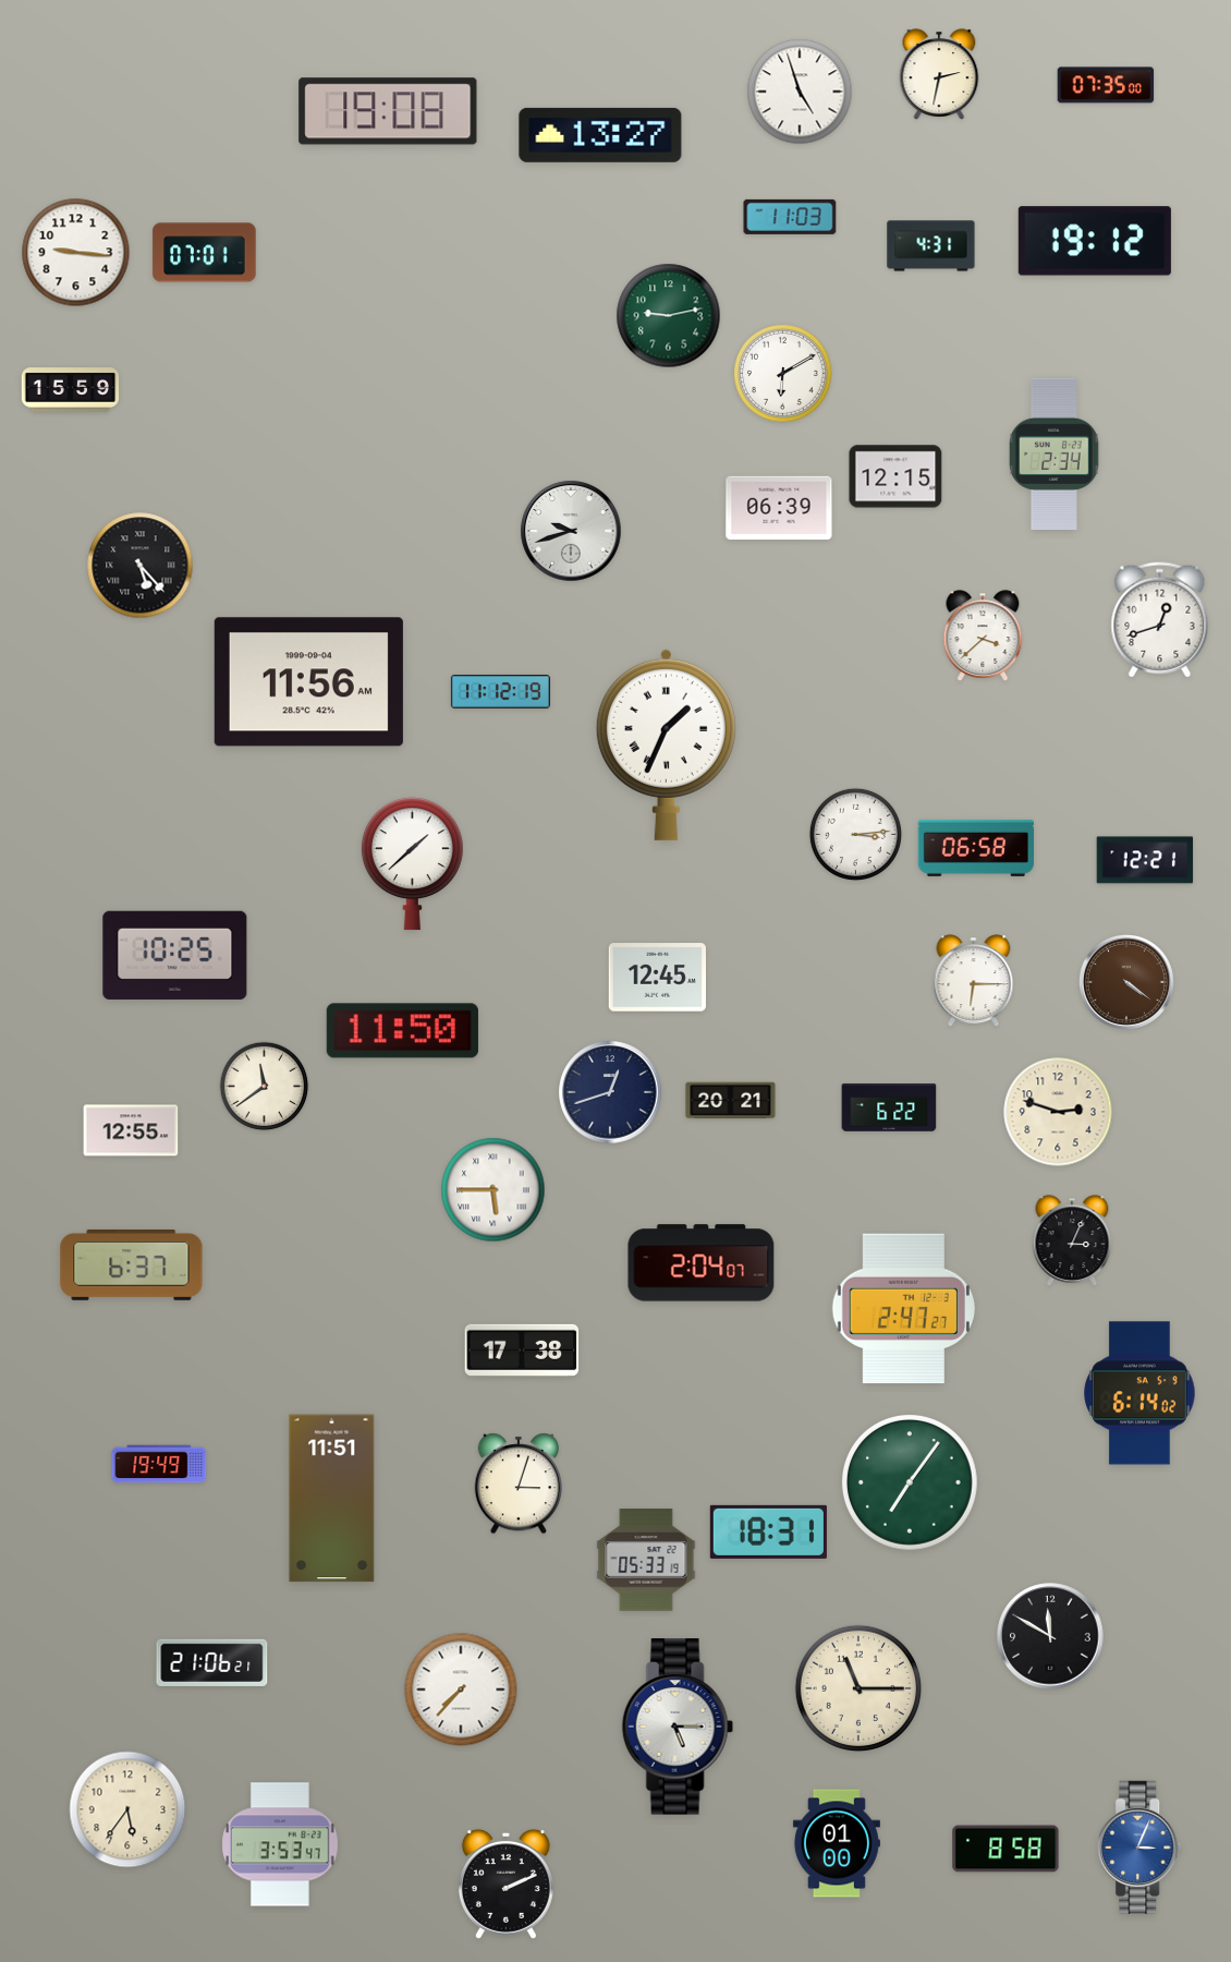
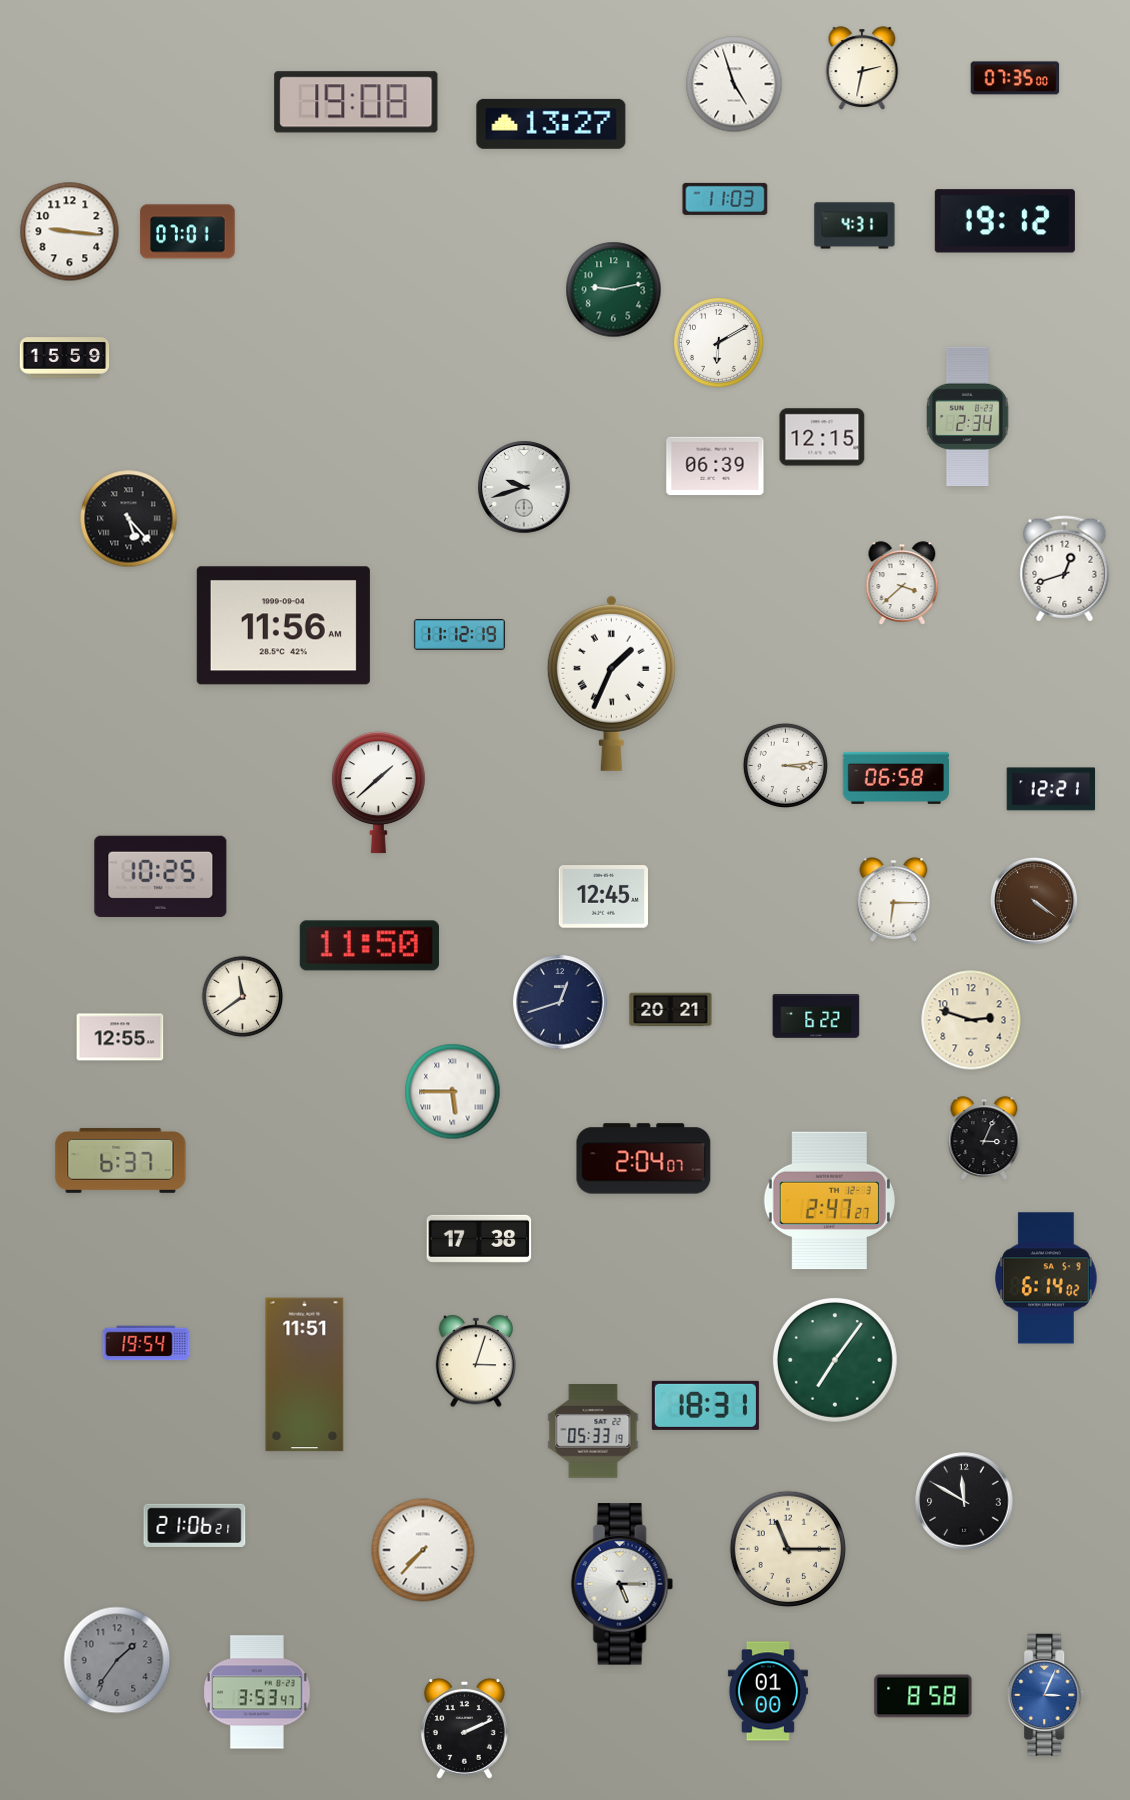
clock at (159, 1464): 19:49 -> 19:54
clock at (127, 1809): 5:36 -> 1:36
clock at (127, 1809) dial: cream -> grey
